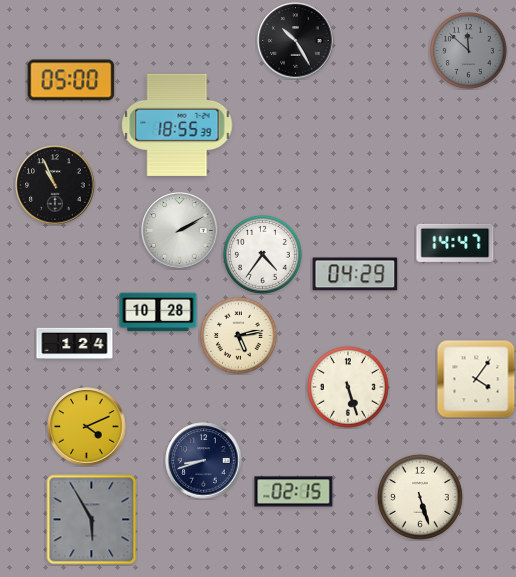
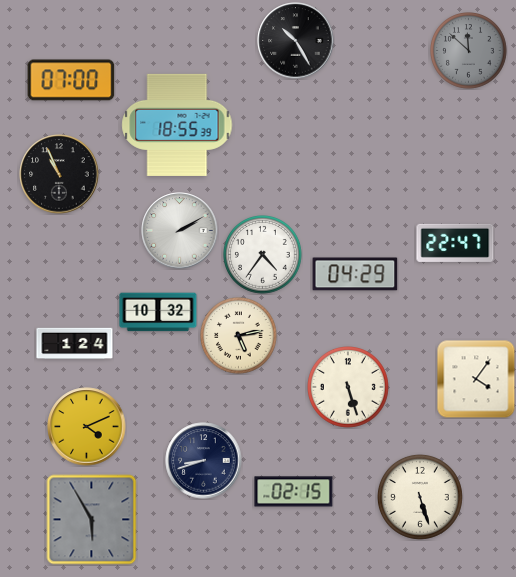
clock at (71, 80): 05:00 -> 07:00
clock at (55, 185) position: (55, 185) -> (59, 174)
clock at (455, 243): 14:47 -> 22:47
clock at (158, 312): 10:28 -> 10:32
